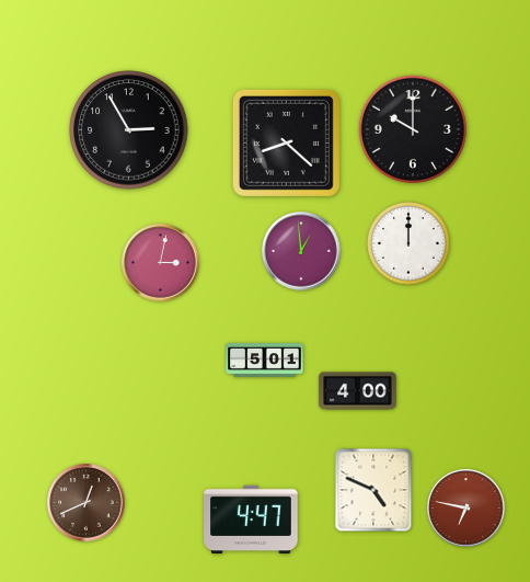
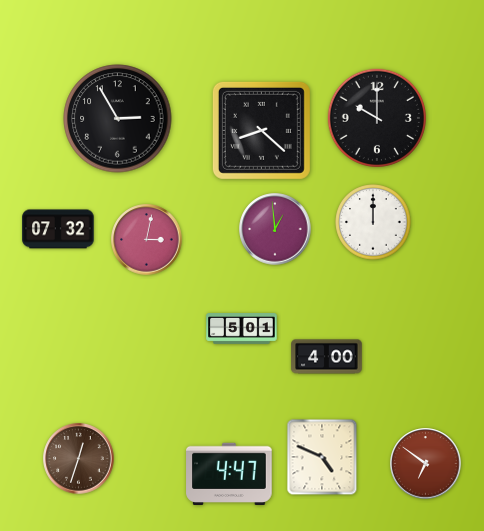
clock at (58, 229): none -> 07:32
clock at (373, 490) position: (373, 490) -> (322, 457)
clock at (87, 503): 12:41 -> 12:33
clock at (466, 509): 6:47 -> 6:51
